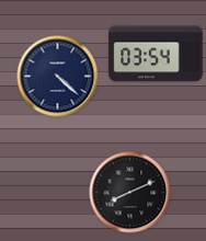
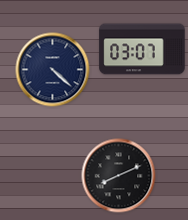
clock at (156, 54): 03:54 -> 03:07
